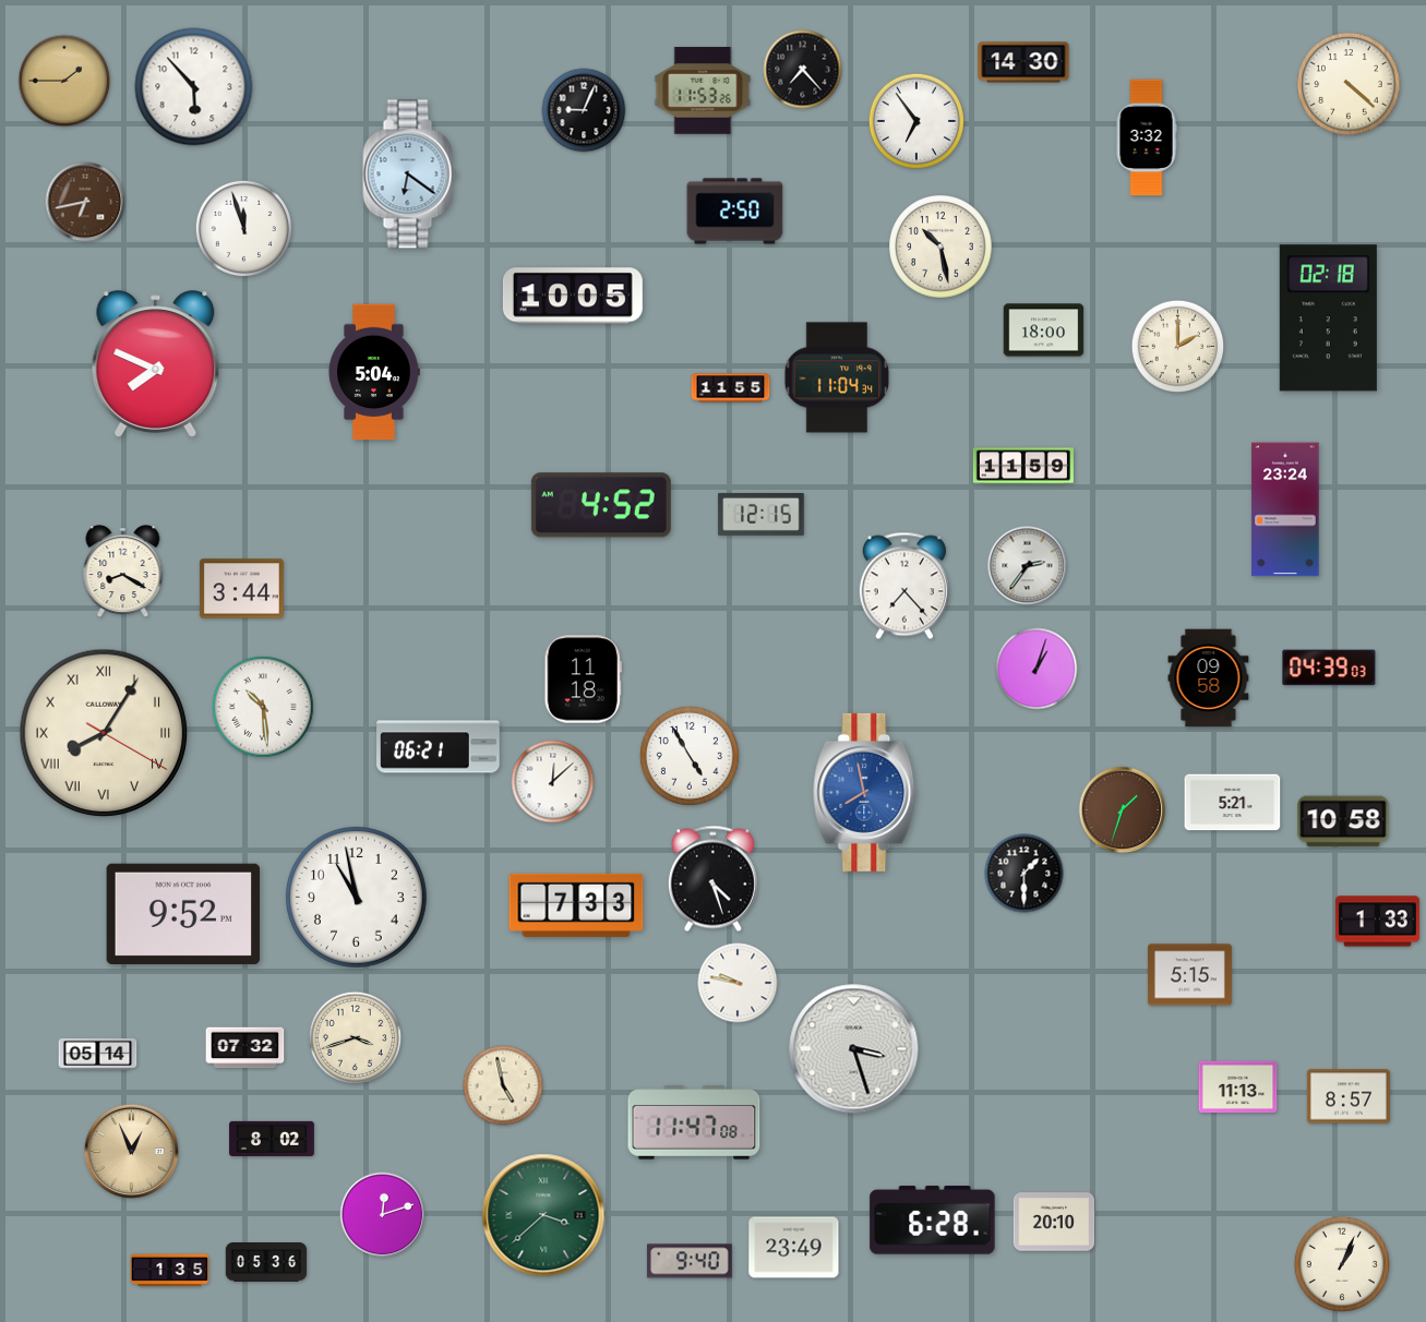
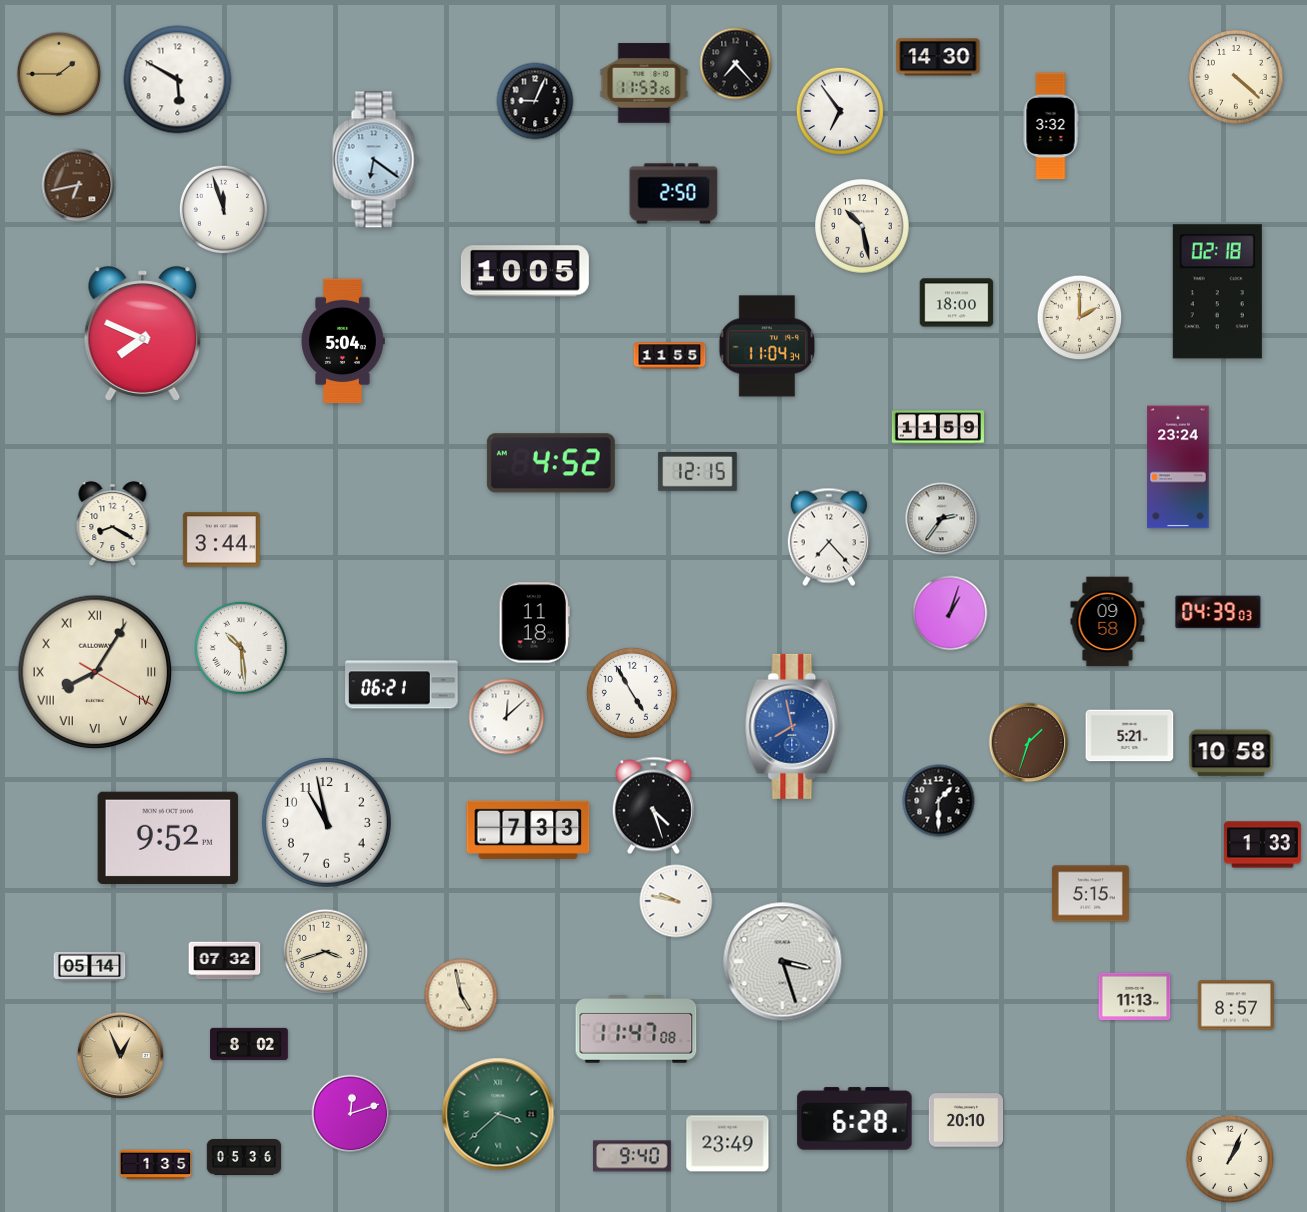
clock at (194, 87): 5:53 -> 5:50
